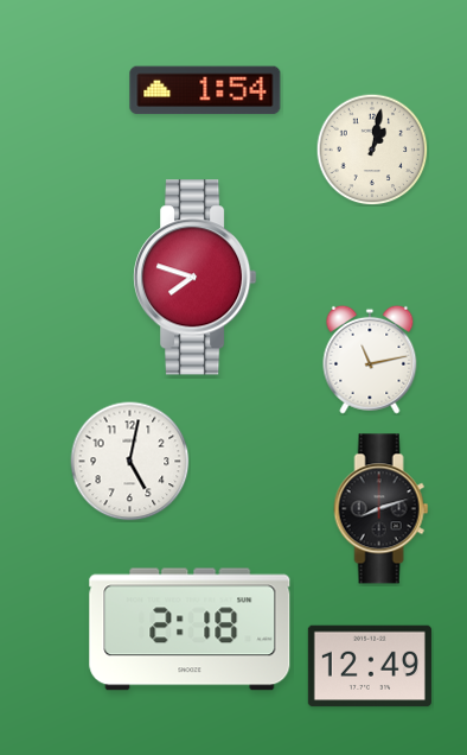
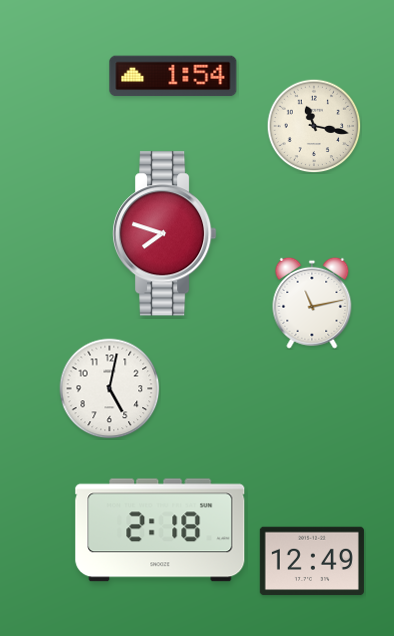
clock at (372, 150): 1:02 -> 11:17
clock at (382, 509): 8:12 -> none
